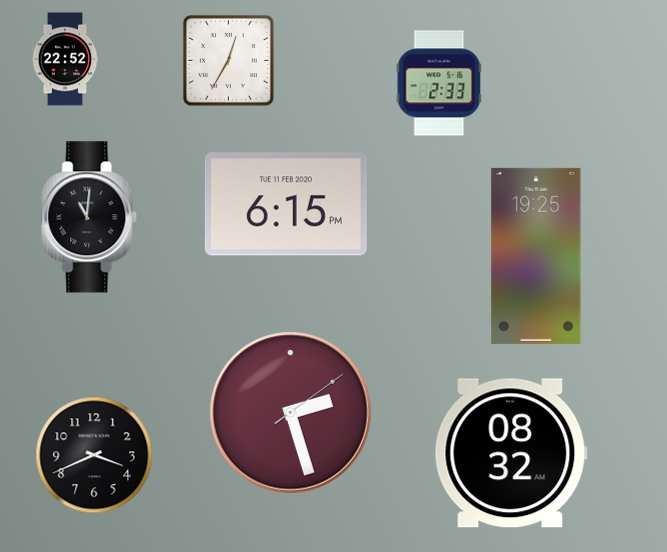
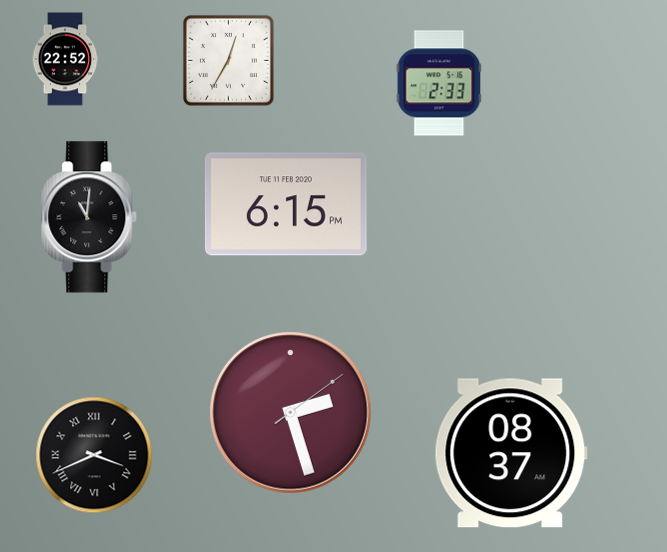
clock at (536, 256): 19:25 -> none
clock at (511, 453): 08:32 -> 08:37
clock at (94, 455) numerals: Arabic -> Roman
